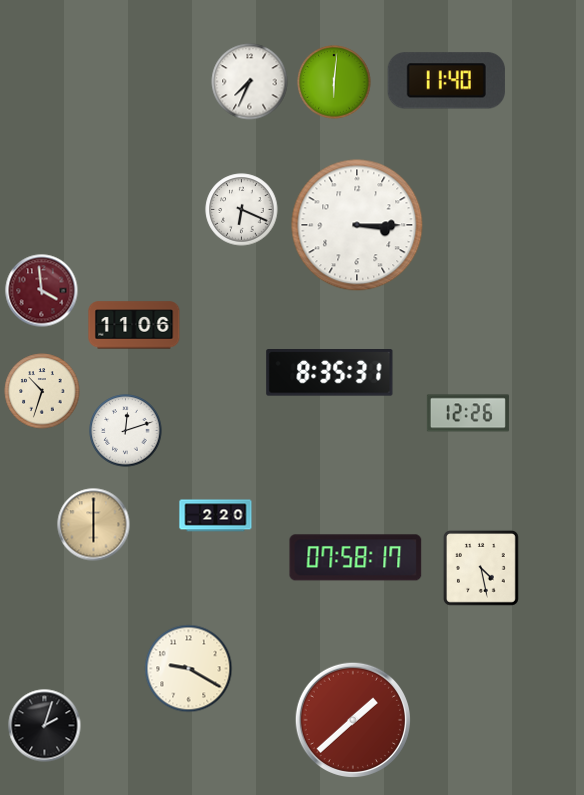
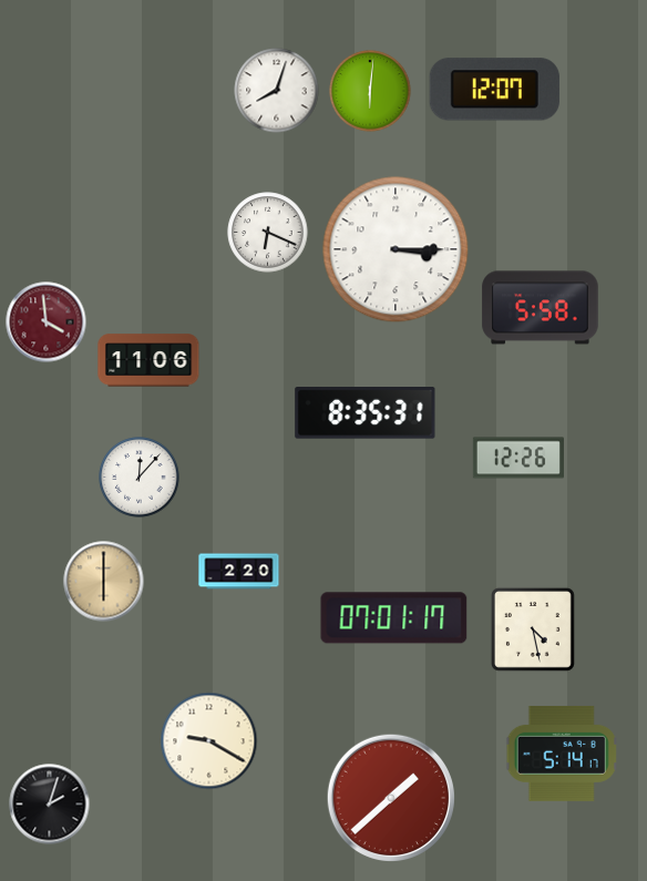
clock at (446, 81): 11:40 -> 12:07
clock at (250, 82): 7:34 -> 8:03
clock at (541, 308): none -> 5:58
clock at (42, 391): 10:33 -> none
clock at (126, 431): 12:12 -> 12:07
clock at (356, 558): 07:58 -> 07:01
clock at (562, 754): none -> 5:14
